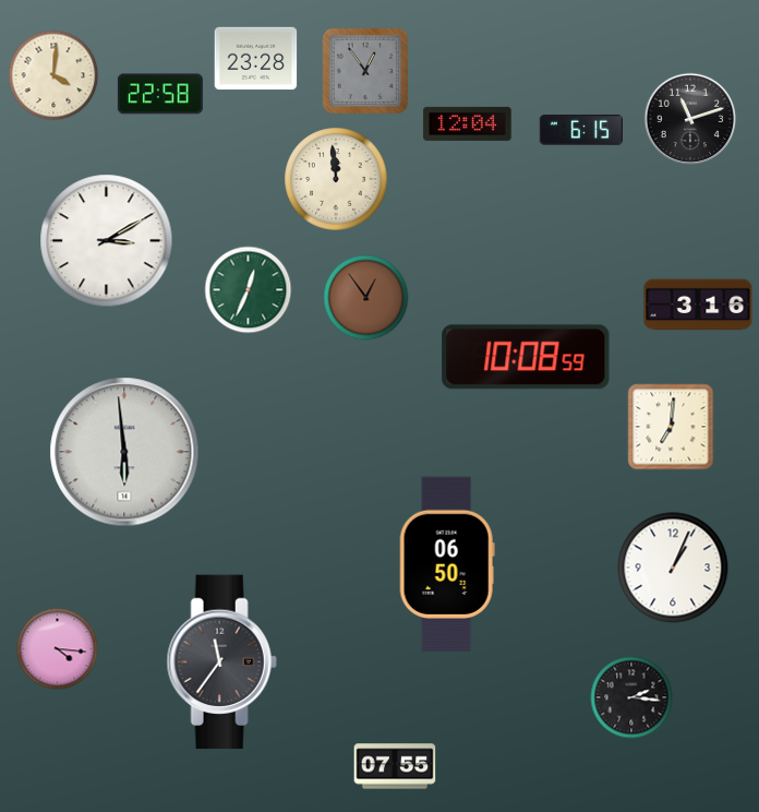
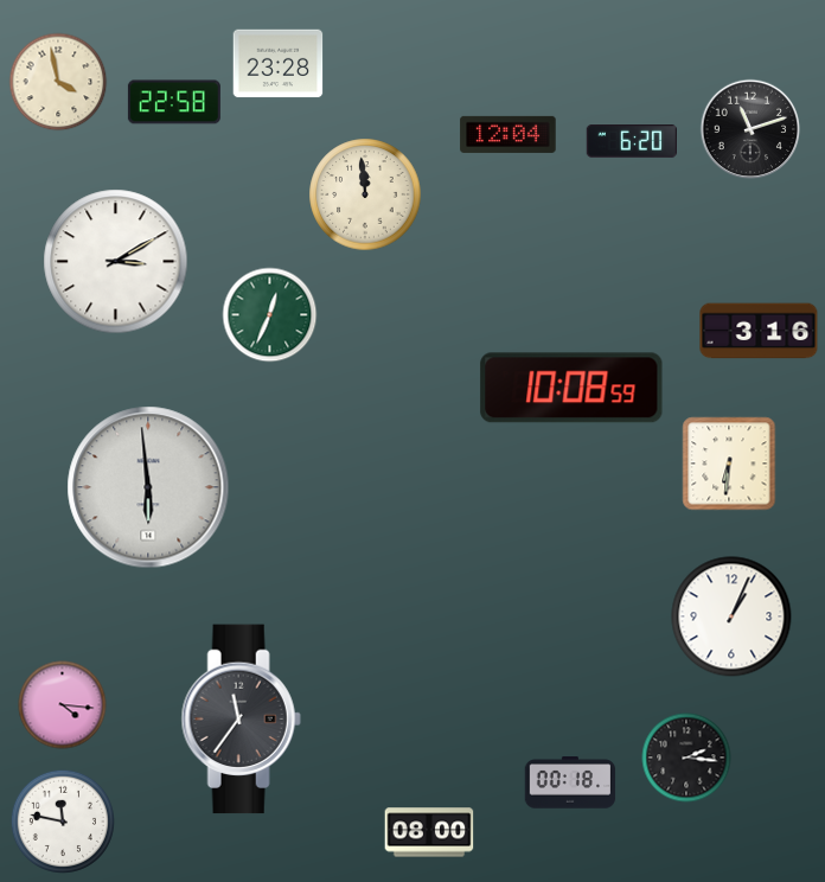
clock at (365, 71): 12:54 -> none
clock at (53, 75): 4:01 -> 3:58
clock at (580, 131): 6:15 -> 6:20
clock at (366, 298): 12:54 -> none
clock at (671, 427): 7:01 -> 6:31
clock at (124, 452) position: (124, 452) -> (148, 487)
clock at (447, 564): 06:50 -> none
clock at (570, 782): none -> 00:18
clock at (63, 822): none -> 11:47
clock at (395, 766): 07:55 -> 08:00
